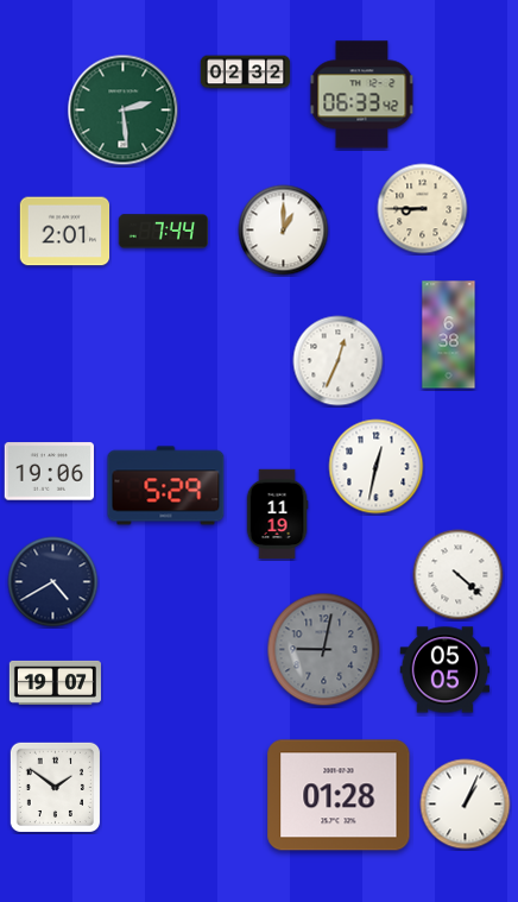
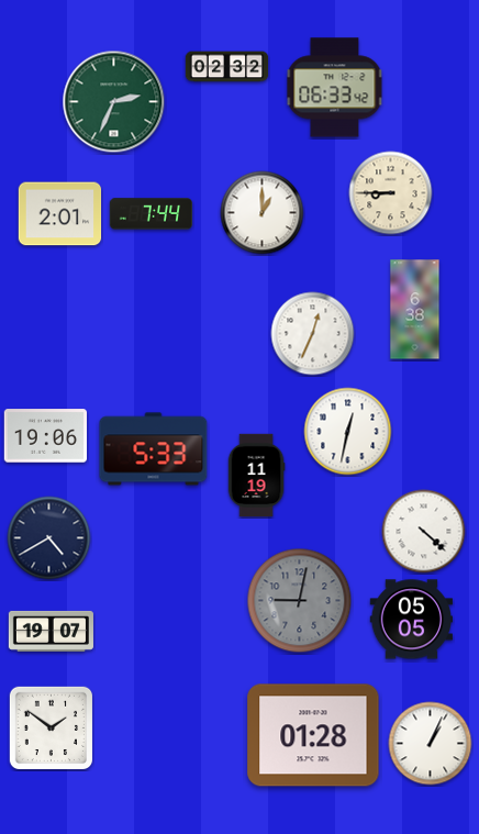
clock at (124, 111): 2:29 -> 2:34
clock at (166, 486): 5:29 -> 5:33
